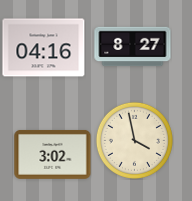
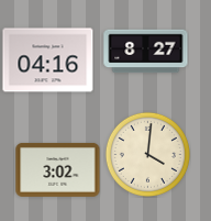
clock at (44, 48) position: (44, 48) -> (48, 60)
clock at (134, 140): 3:58 -> 4:01
